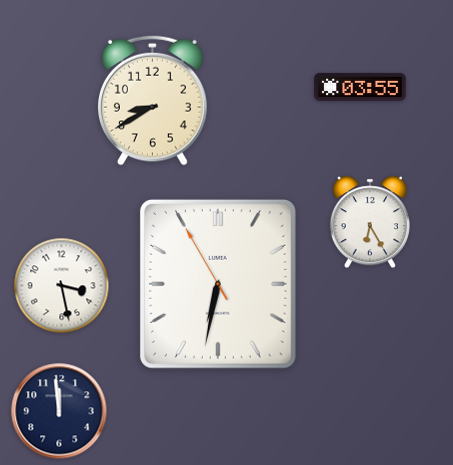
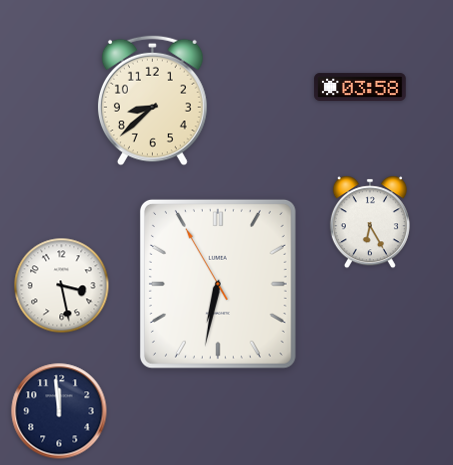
clock at (360, 87): 03:55 -> 03:58
clock at (152, 100): 8:40 -> 8:38
